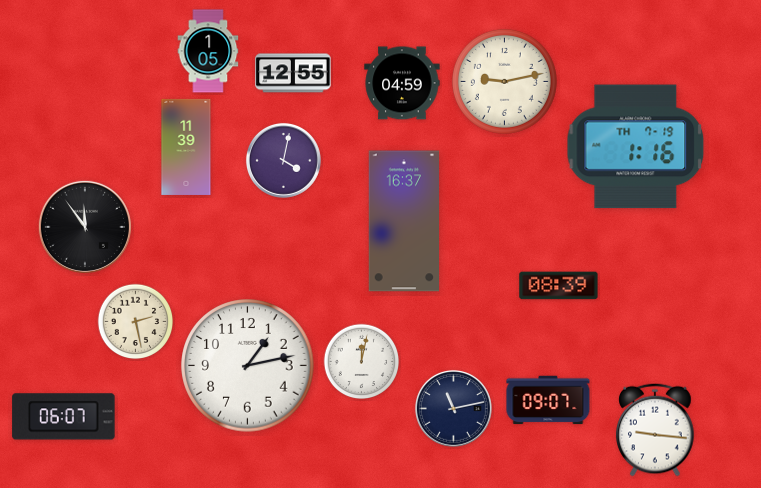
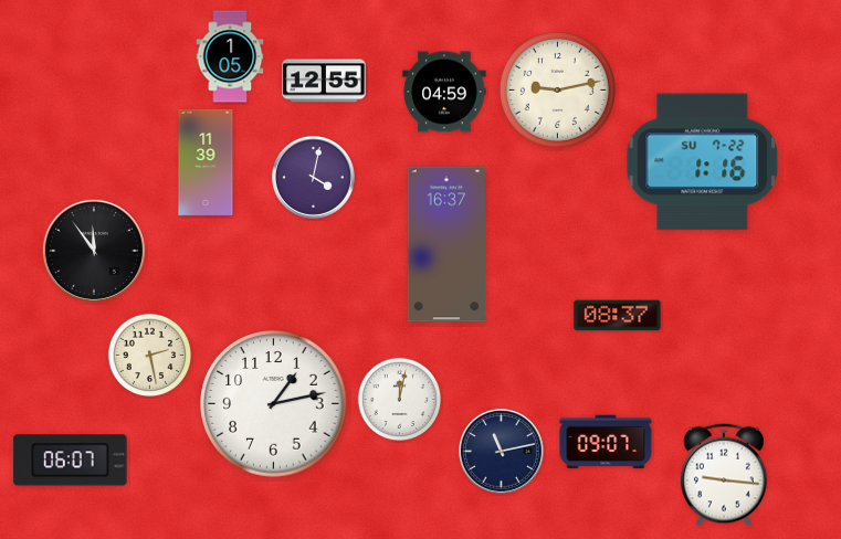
clock at (636, 147) date: TH 7-19 -> SU 7-22
clock at (559, 286): 08:39 -> 08:37
